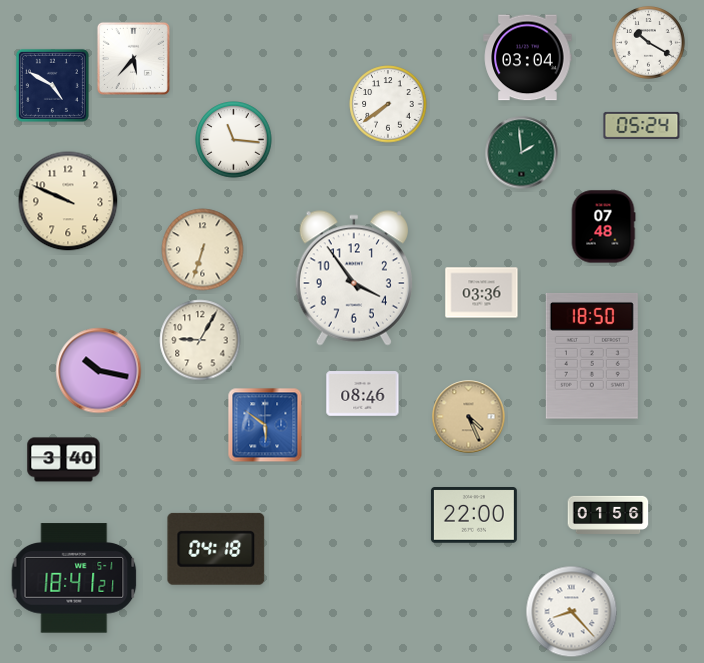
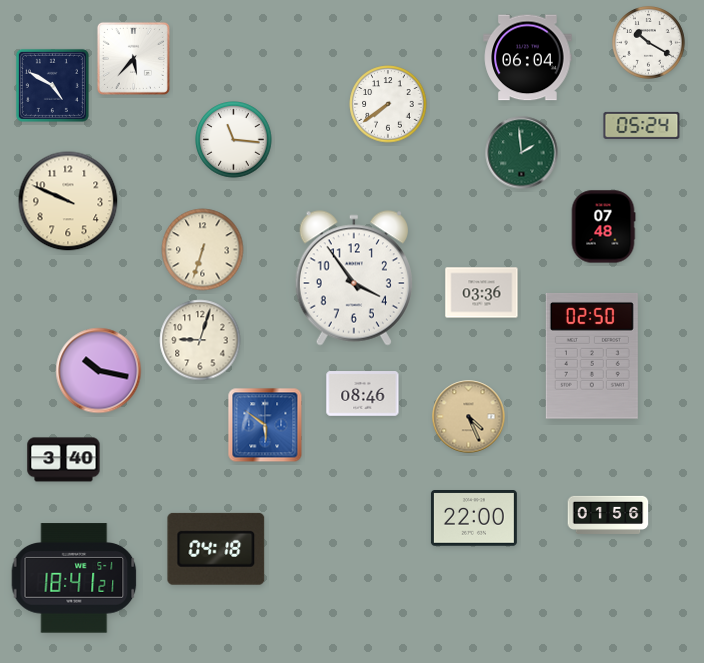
clock at (528, 58): 03:04 -> 06:04
clock at (200, 340): 9:05 -> 9:03
clock at (592, 356): 18:50 -> 02:50
clock at (474, 516) position: (474, 516) -> (474, 519)
clock at (572, 612): 8:23 -> none
